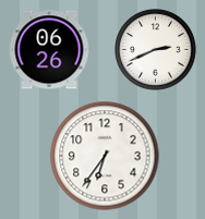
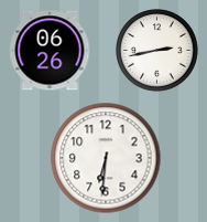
clock at (156, 50): 2:41 -> 2:43
clock at (105, 156): 6:36 -> 6:31
